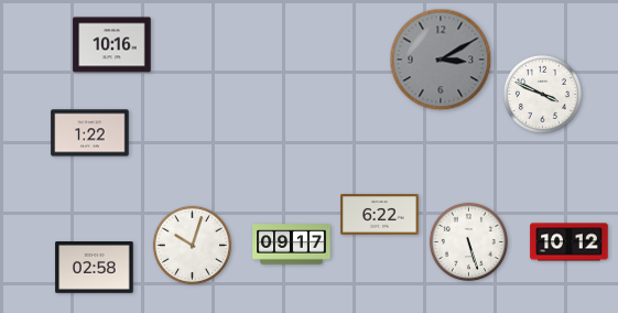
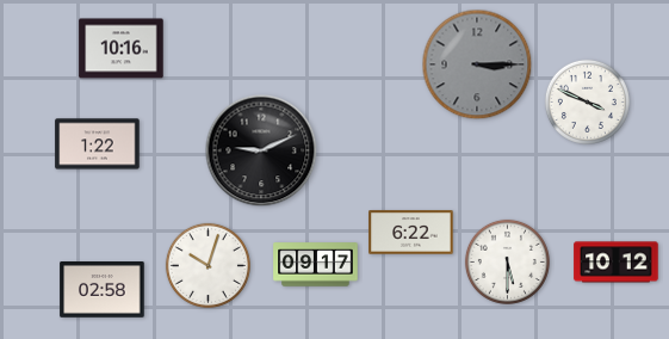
clock at (441, 60): 3:10 -> 3:15
clock at (261, 150): none -> 9:11
clock at (468, 241): 5:27 -> 5:30
